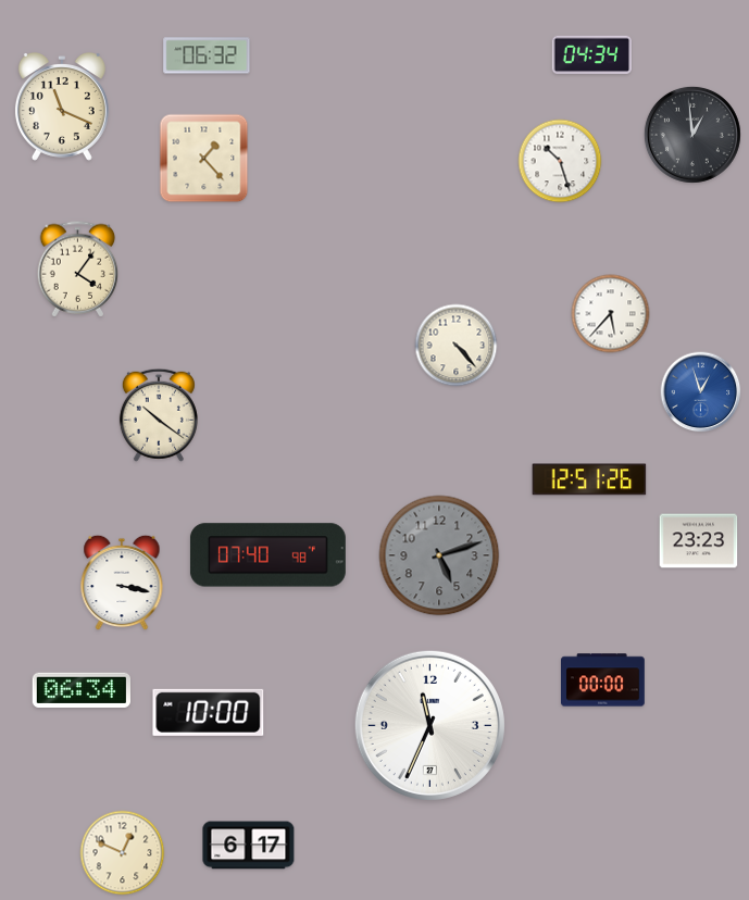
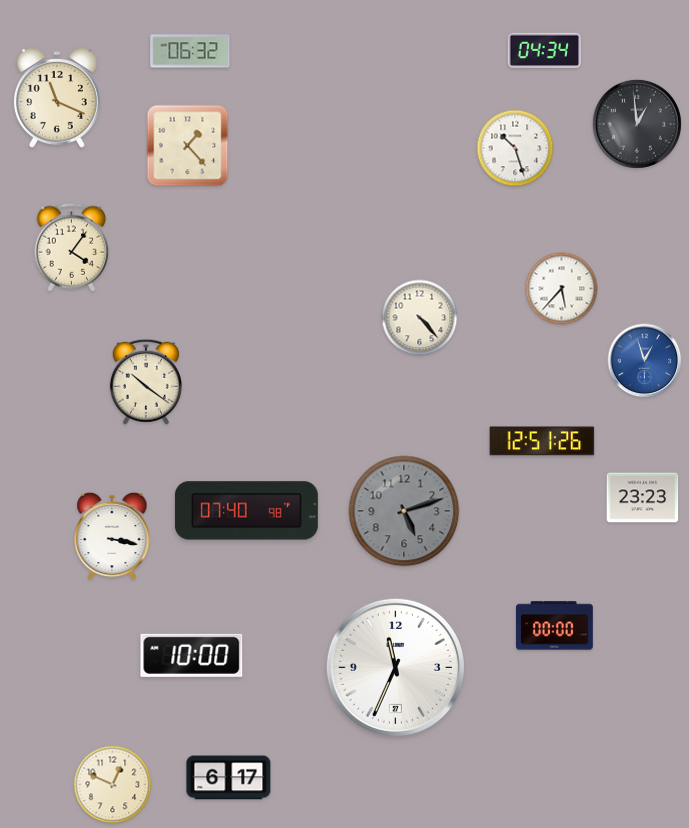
clock at (82, 690): 06:34 -> none
